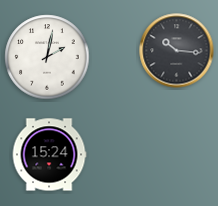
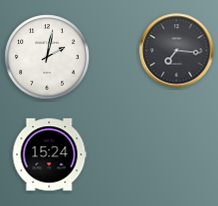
clock at (177, 51): 10:16 -> 7:16
